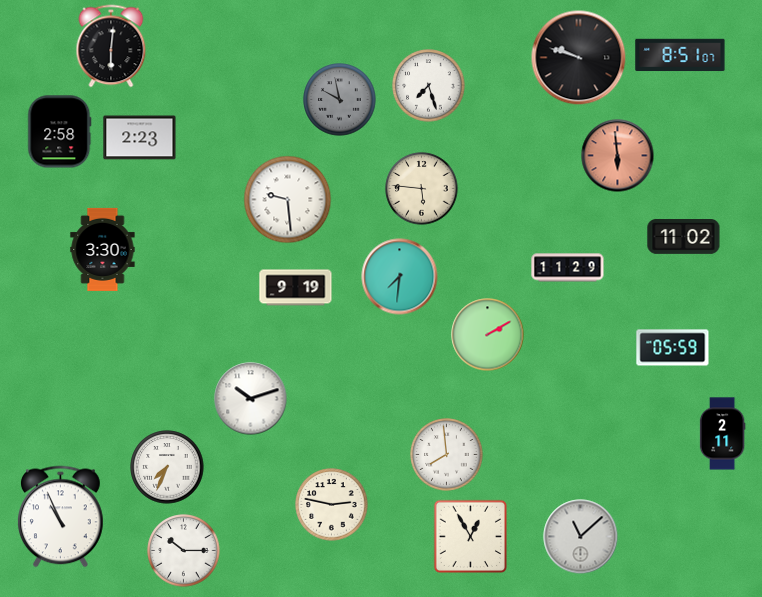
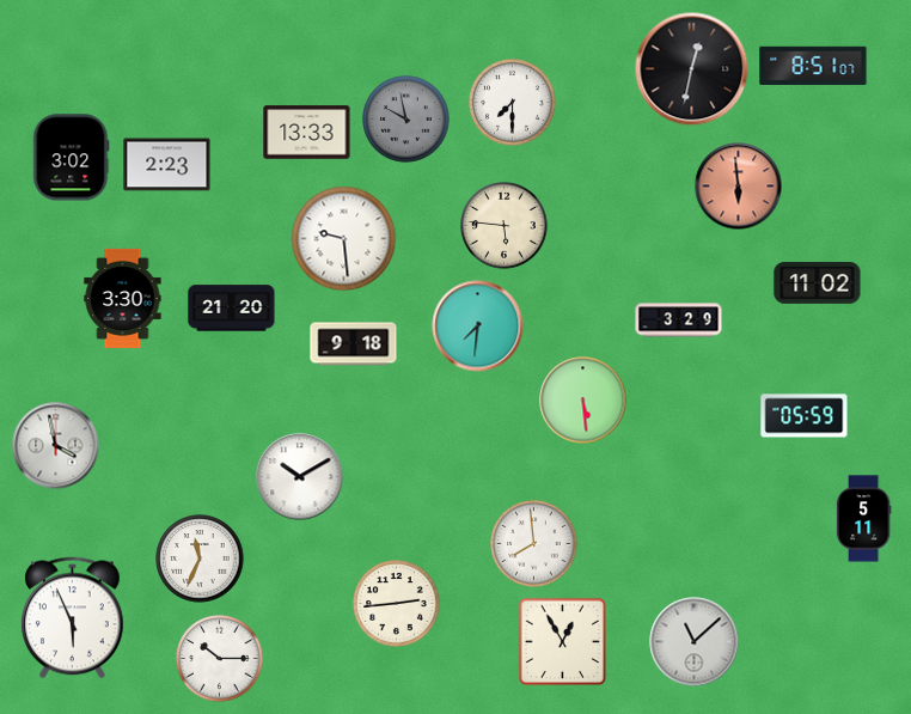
clock at (111, 46): 6:01 -> none
clock at (579, 58): 9:48 -> 12:32
clock at (429, 86): 7:27 -> 7:30
clock at (307, 133): none -> 13:33
clock at (60, 132): 2:58 -> 3:02
clock at (232, 309): none -> 21:20
clock at (568, 268): 11:29 -> 3:29
clock at (400, 277) position: (400, 277) -> (478, 327)
clock at (296, 288): 9:19 -> 9:18
clock at (488, 335): 2:10 -> 5:29
clock at (56, 446): none -> 3:58
clock at (251, 399): 10:12 -> 10:10
clock at (722, 434): 2:11 -> 5:11
clock at (167, 467): 7:34 -> 11:34
clock at (332, 505): 2:47 -> 2:44
clock at (60, 517): 10:56 -> 5:56
